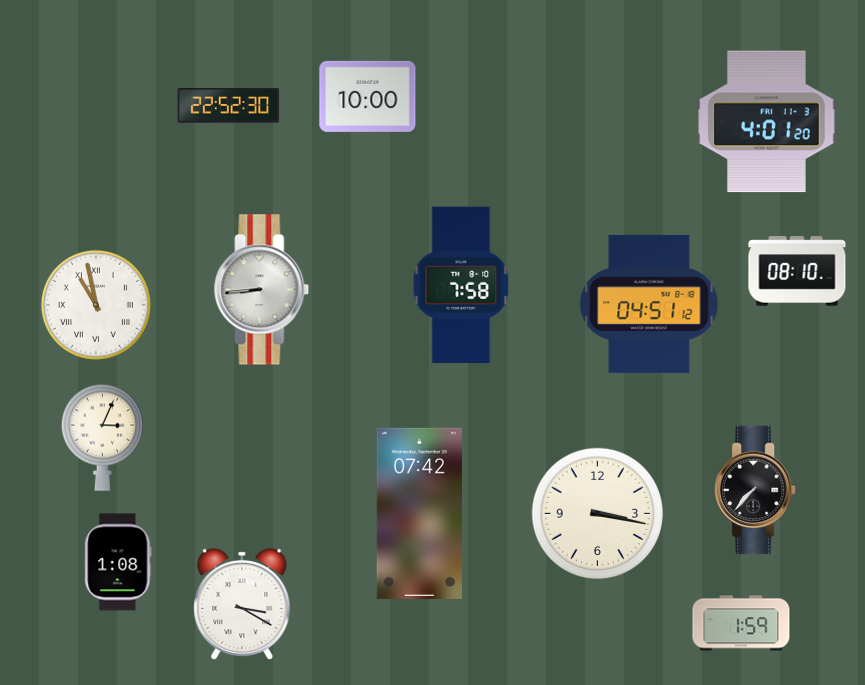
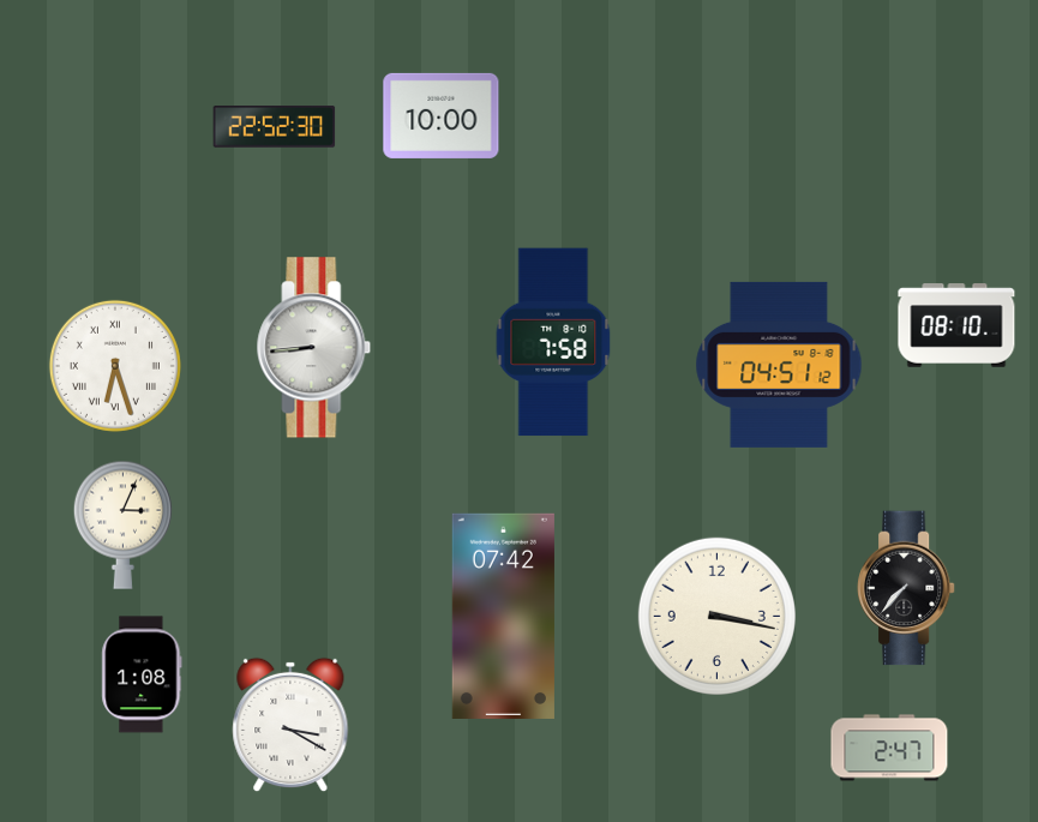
clock at (767, 122): 4:01 -> none
clock at (96, 305): 10:58 -> 6:27
clock at (741, 623): 1:59 -> 2:47
